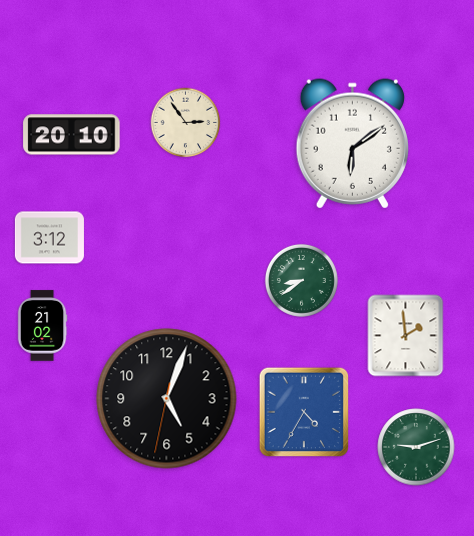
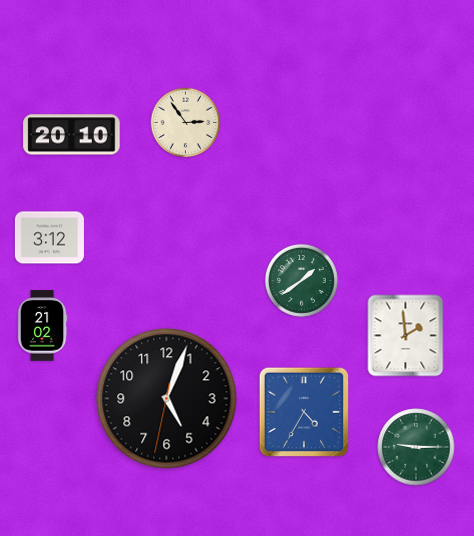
clock at (352, 144): 6:09 -> none
clock at (301, 280): 8:39 -> 1:39
clock at (416, 447): 9:12 -> 9:15
